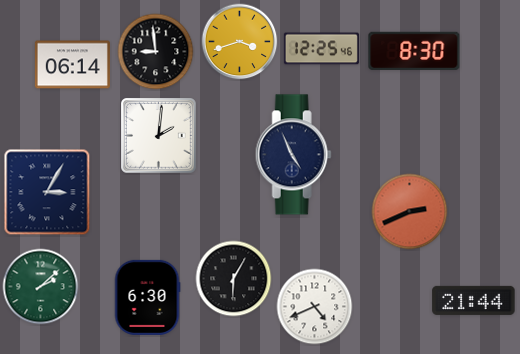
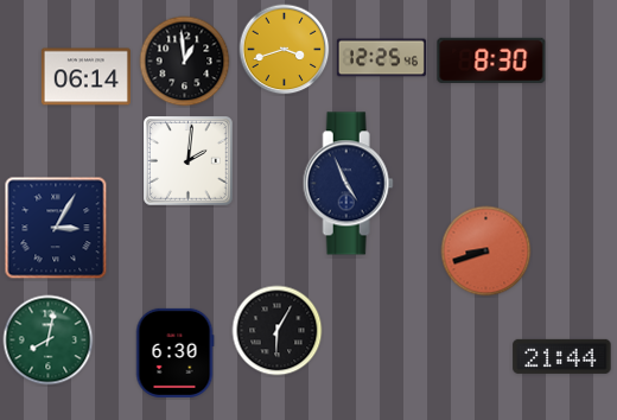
clock at (156, 52): 8:59 -> 12:59
clock at (410, 212): 2:41 -> 8:42
clock at (41, 287): 2:08 -> 8:02
clock at (315, 307): 4:41 -> none
